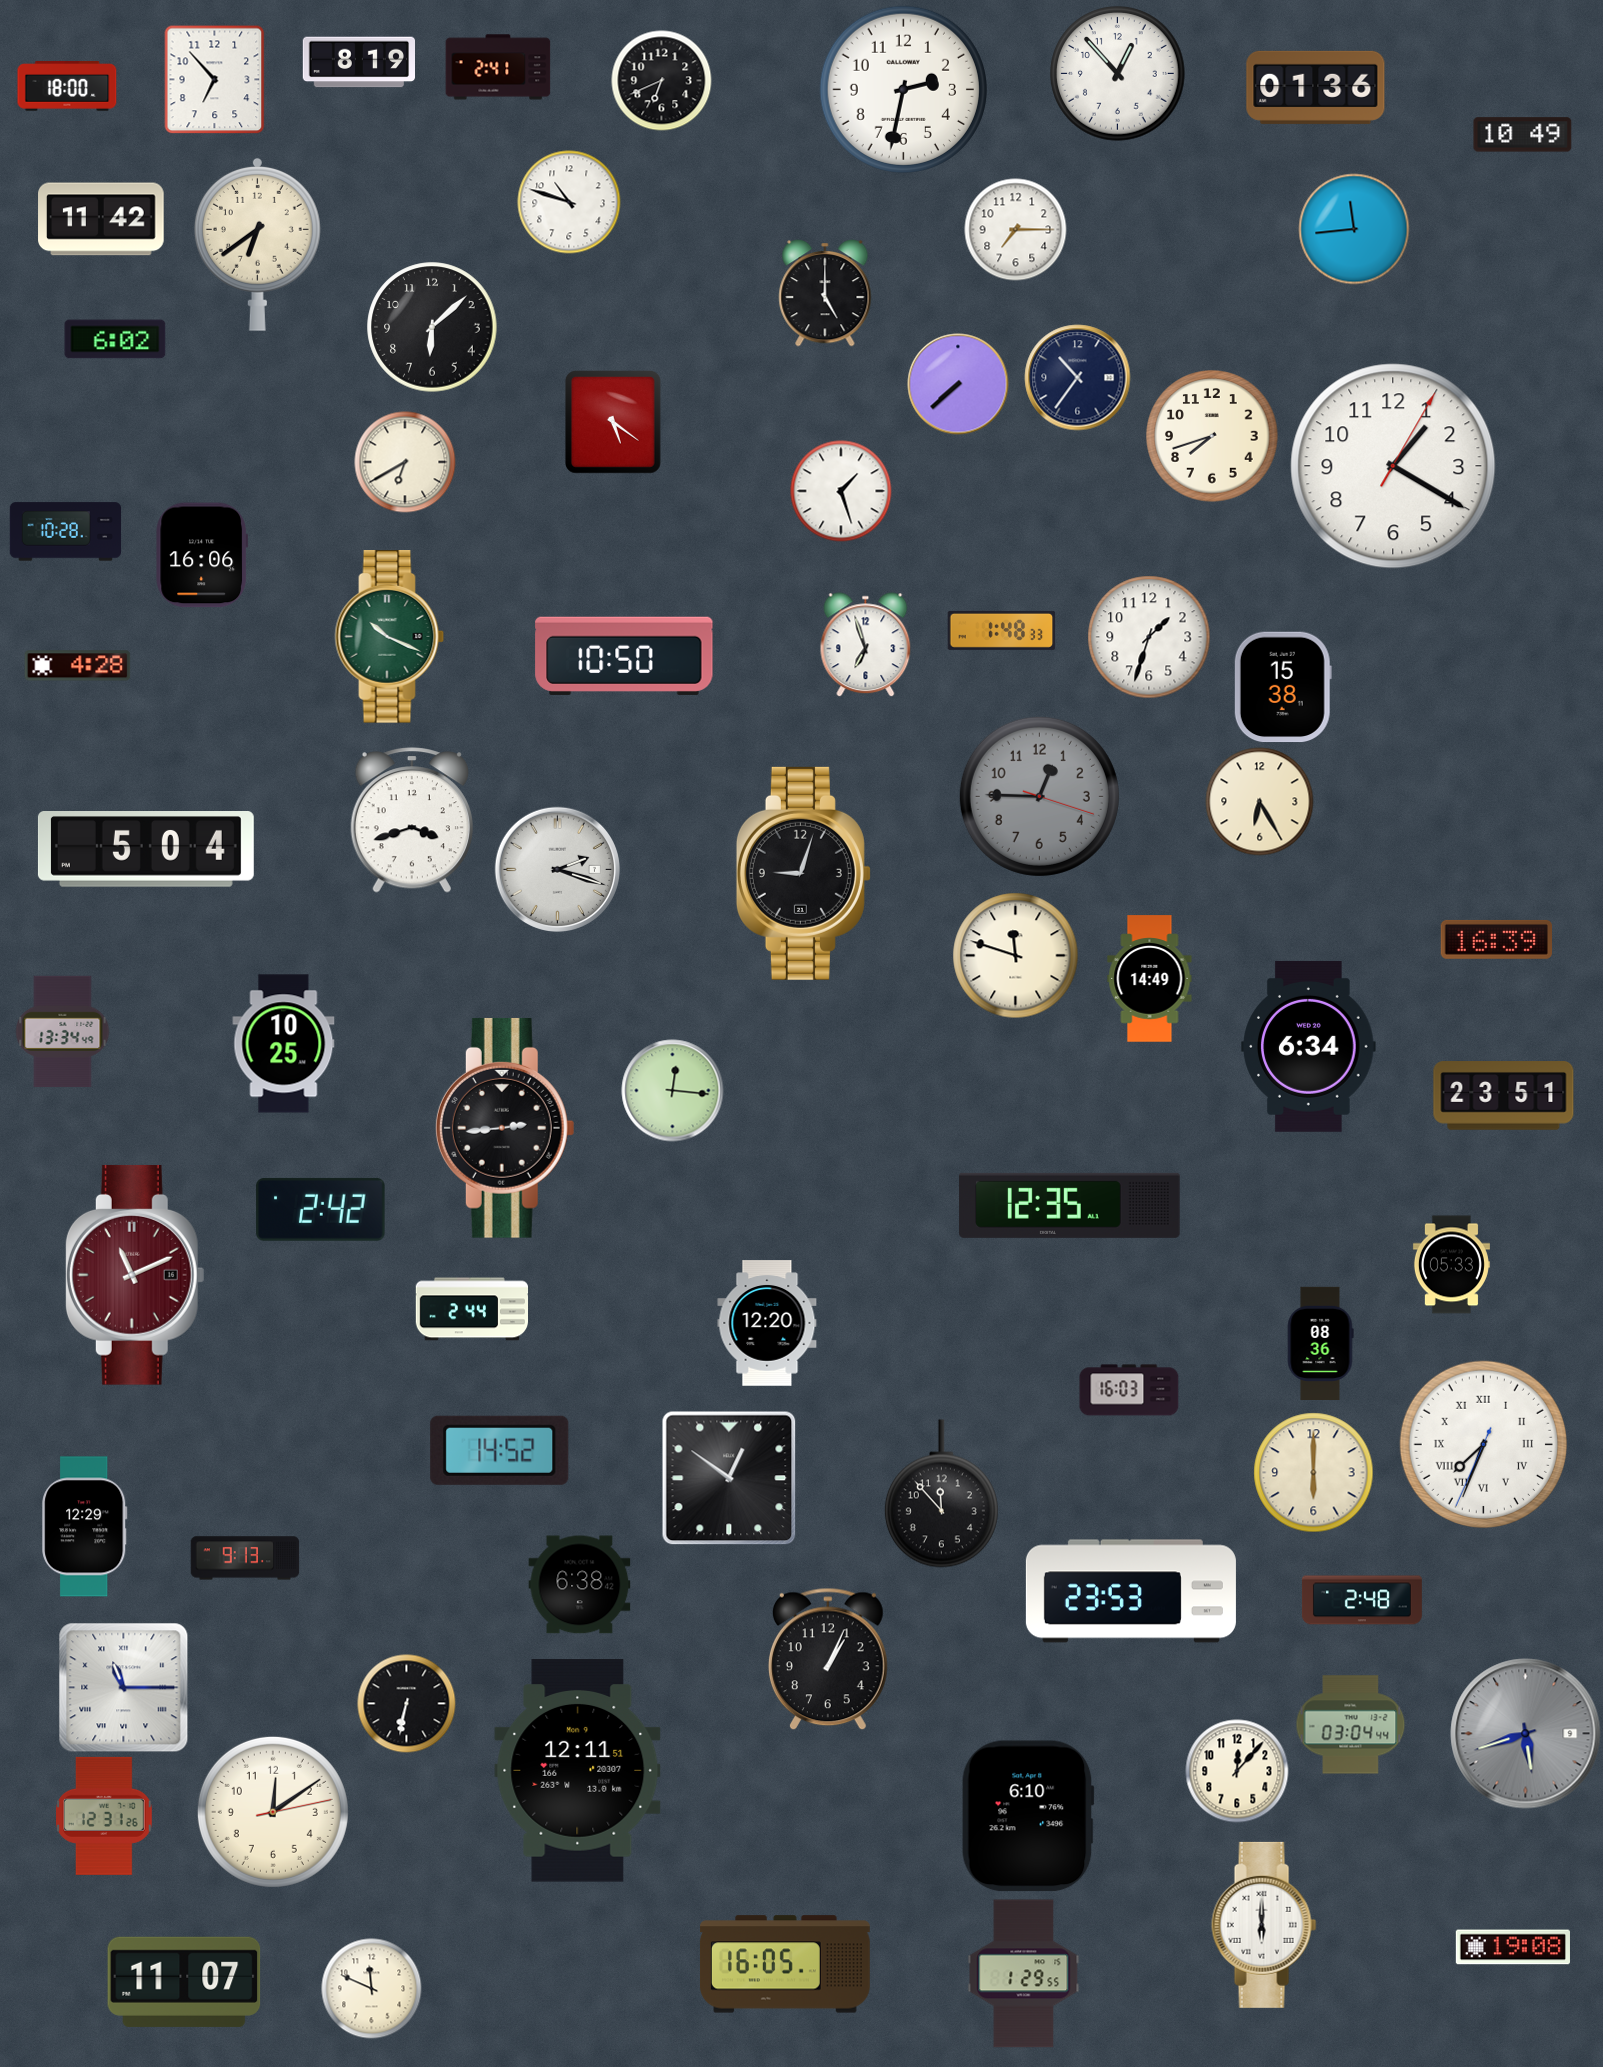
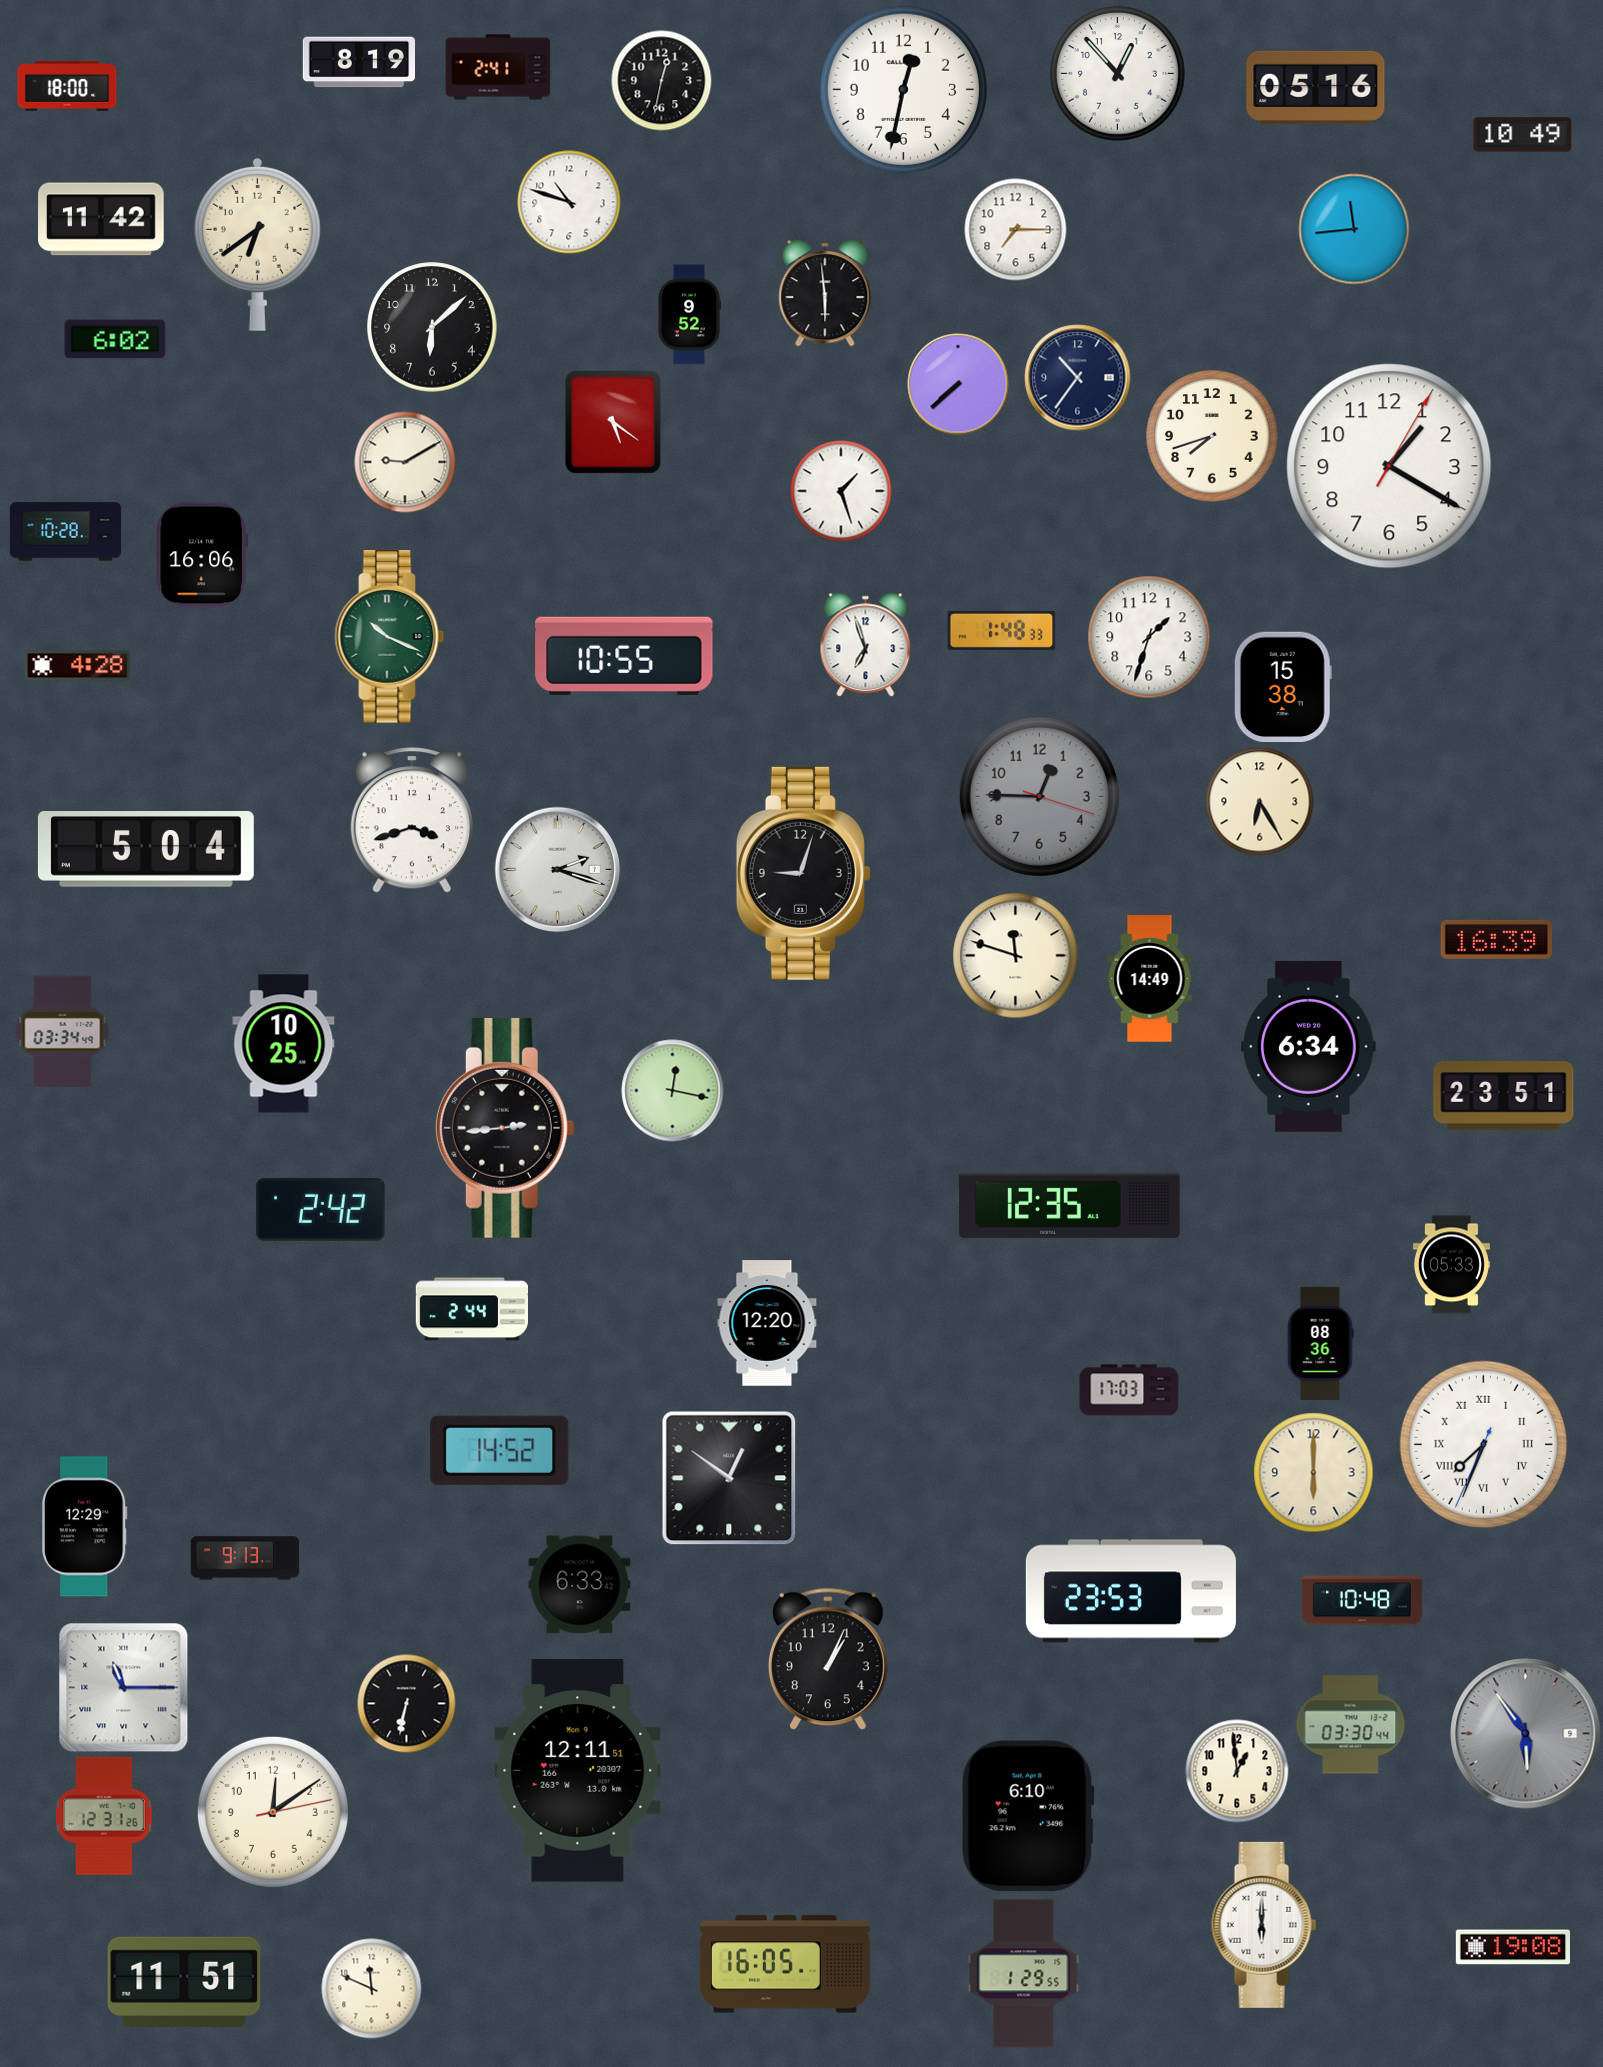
clock at (215, 80): 6:53 -> none
clock at (662, 81): 6:41 -> 12:32
clock at (1316, 87): 01:36 -> 05:16
clock at (903, 89): 2:32 -> 12:32
clock at (825, 294): 5:00 -> 5:59
clock at (689, 315): none -> 9:52
clock at (405, 462): 6:40 -> 9:10
clock at (1393, 466) position: (1393, 466) -> (1389, 466)
clock at (624, 656): 10:50 -> 10:55
clock at (63, 1032): 13:34 -> 03:34
clock at (673, 1091): 12:16 -> 12:17
clock at (135, 1275): 11:11 -> none
clock at (1129, 1390): 16:03 -> 17:03
clock at (941, 1494): 11:53 -> none
clock at (580, 1585): 6:38 -> 6:33
clock at (1362, 1600): 2:48 -> 10:48
clock at (1351, 1725): 03:04 -> 03:30
clock at (1526, 1734): 5:42 -> 5:54
clock at (1237, 1771): 12:07 -> 12:59
clock at (184, 1982): 11:07 -> 11:51
